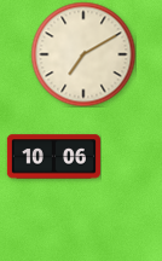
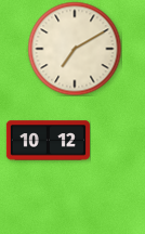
clock at (53, 157): 10:06 -> 10:12
